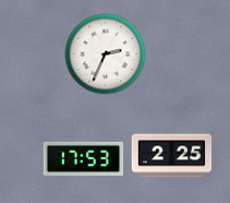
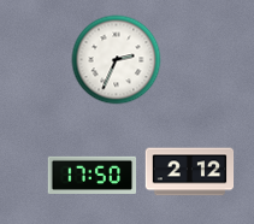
clock at (172, 156): 2:25 -> 2:12
clock at (84, 158): 17:53 -> 17:50
